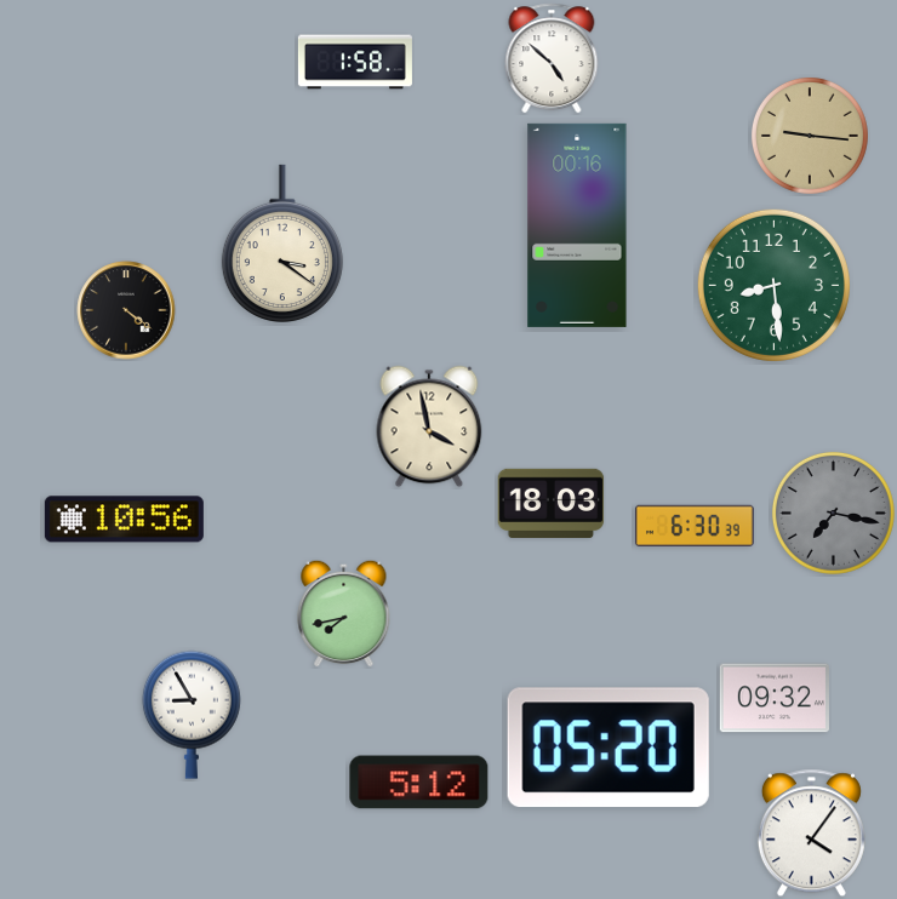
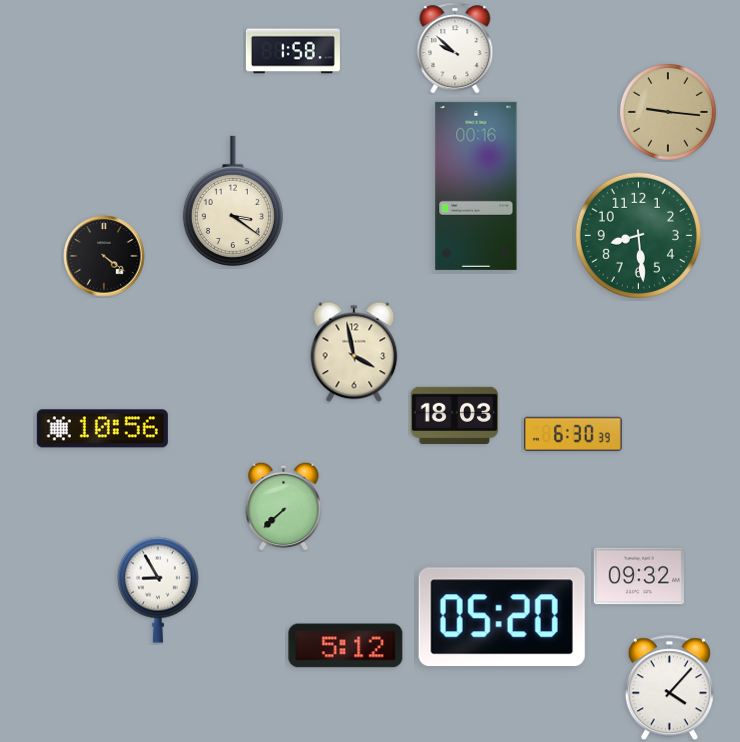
clock at (552, 58): 4:52 -> 9:52
clock at (833, 513): 7:17 -> none
clock at (344, 613): 7:43 -> 7:38
clock at (811, 834): 4:06 -> 4:07
